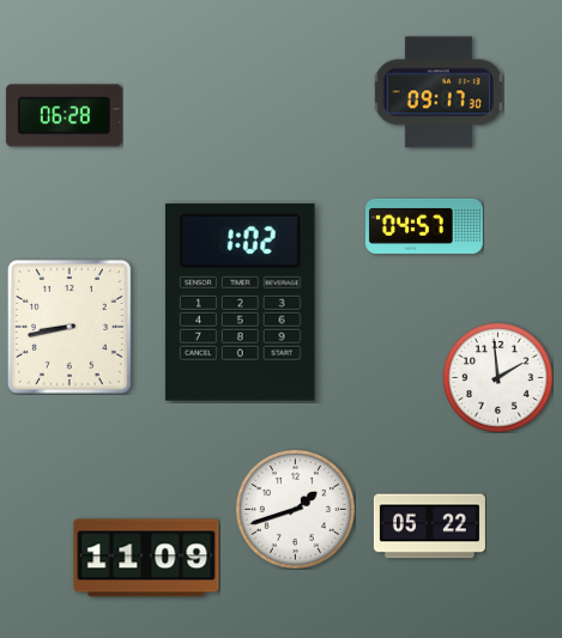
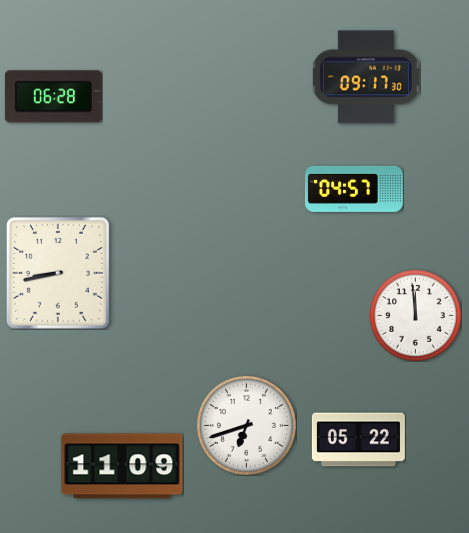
clock at (240, 302): 1:02 -> none
clock at (497, 377): 1:59 -> 11:59
clock at (295, 509): 1:42 -> 6:42
